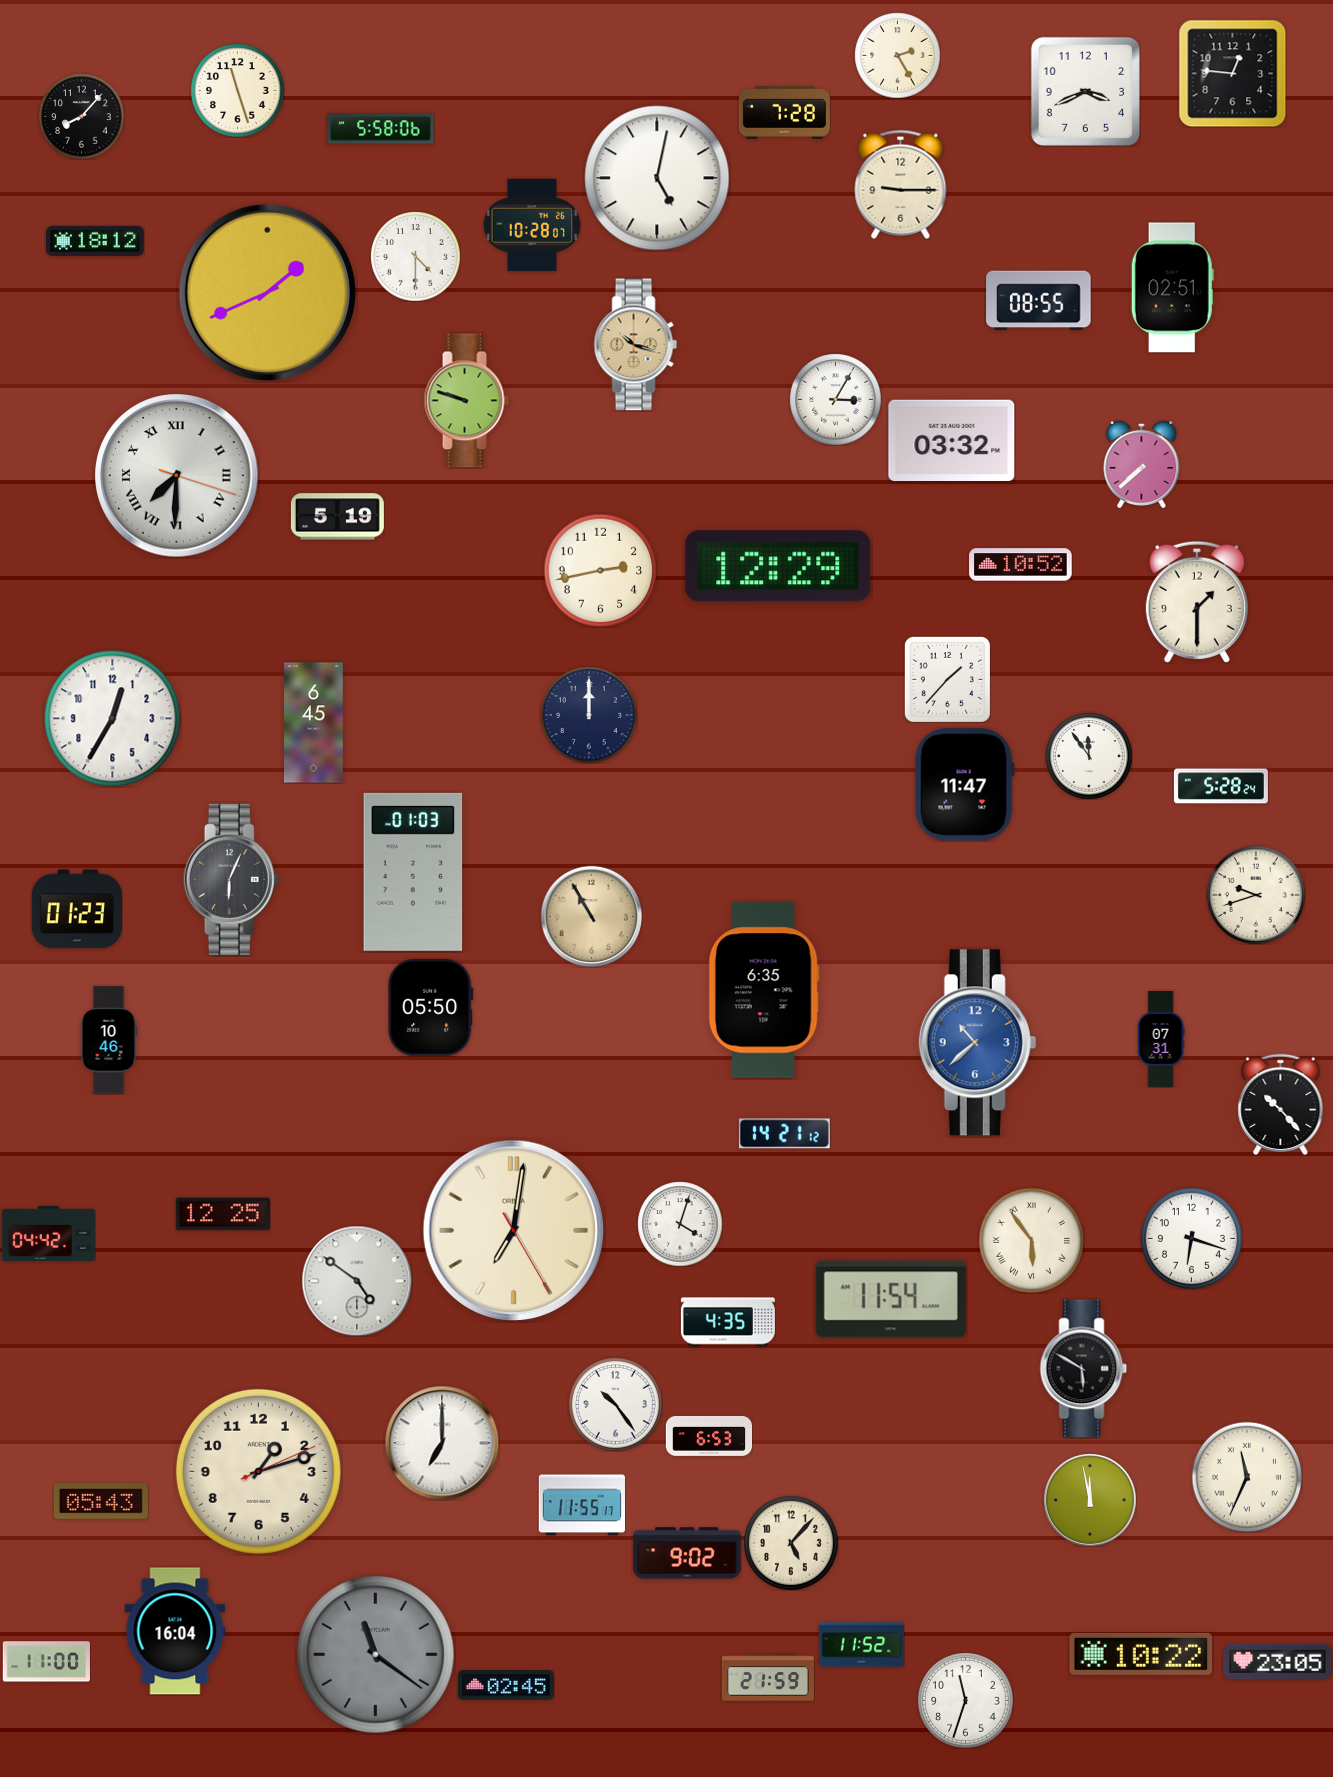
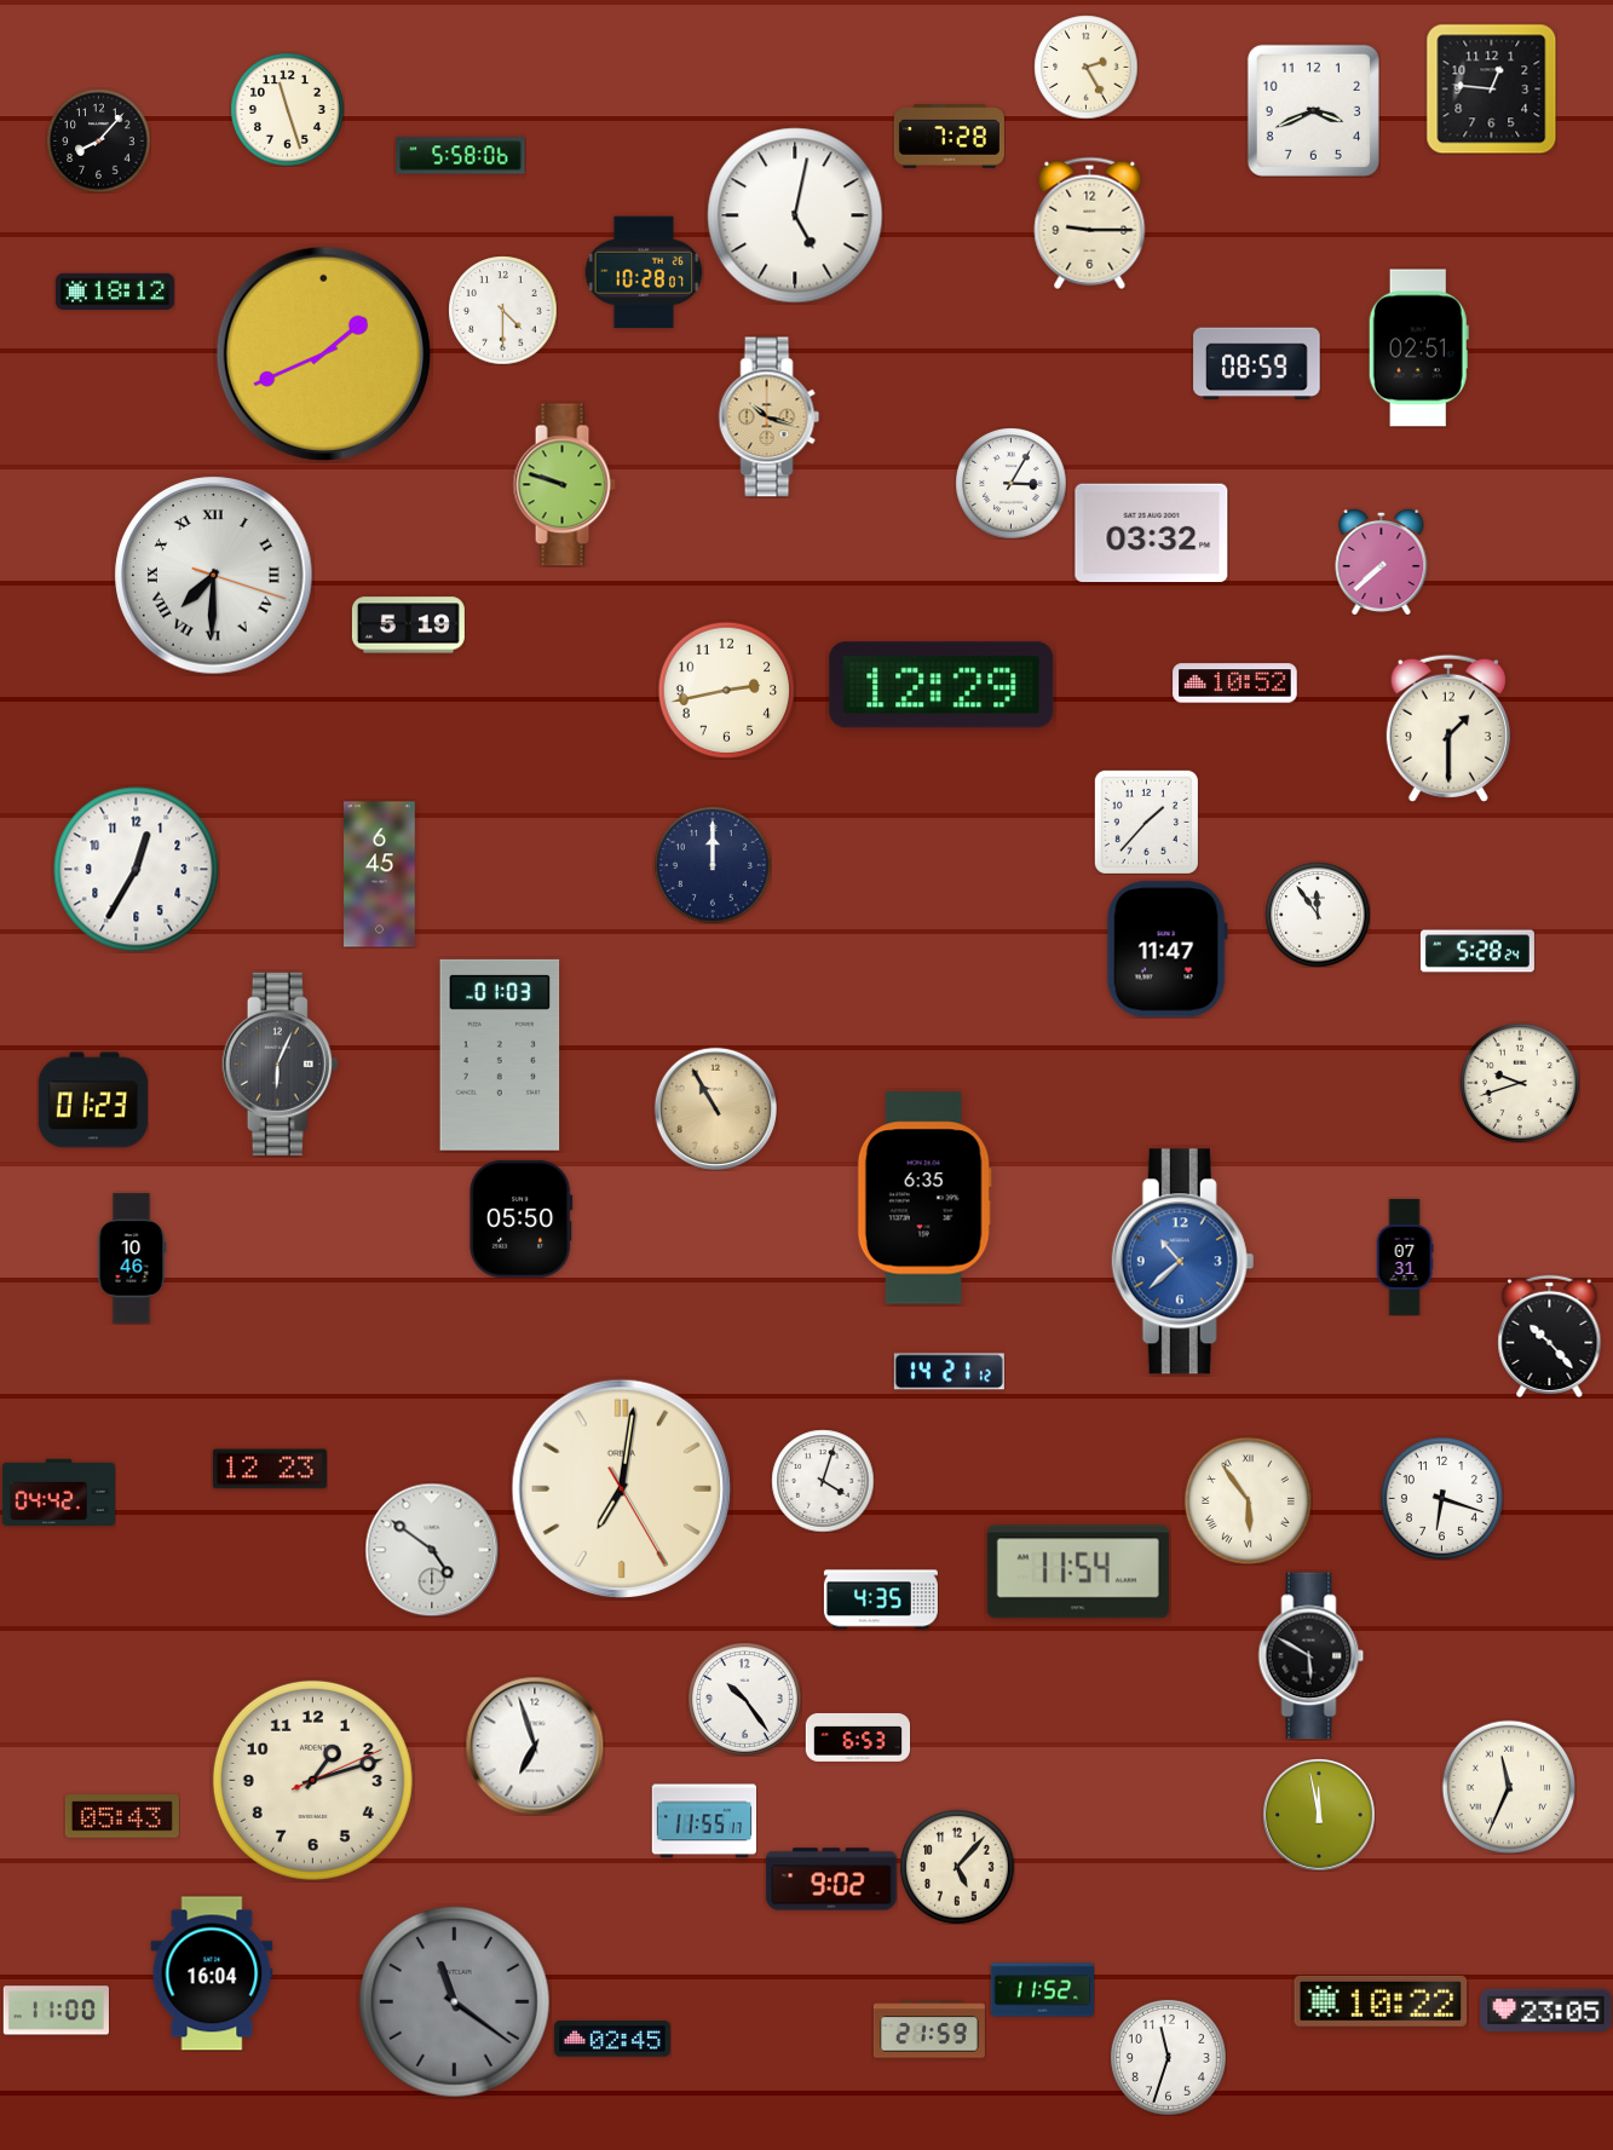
clock at (1039, 301): 08:55 -> 08:59
clock at (223, 1214): 12:25 -> 12:23
clock at (442, 1443): 7:00 -> 6:57
